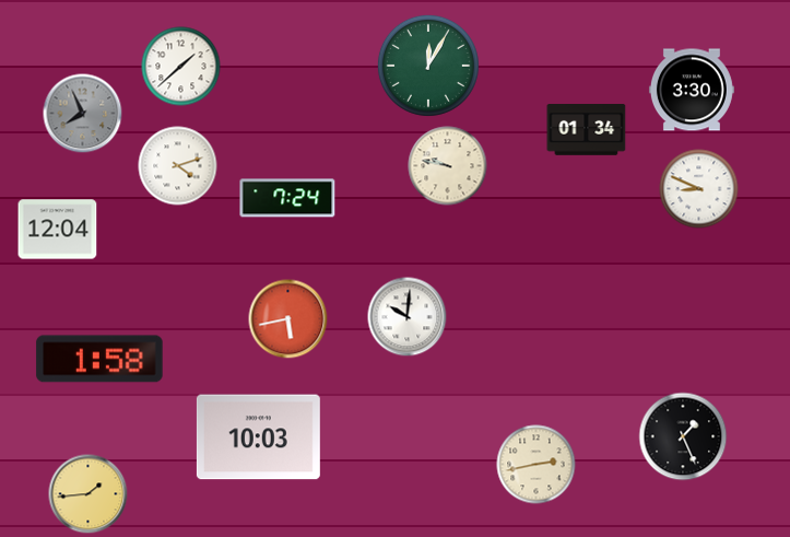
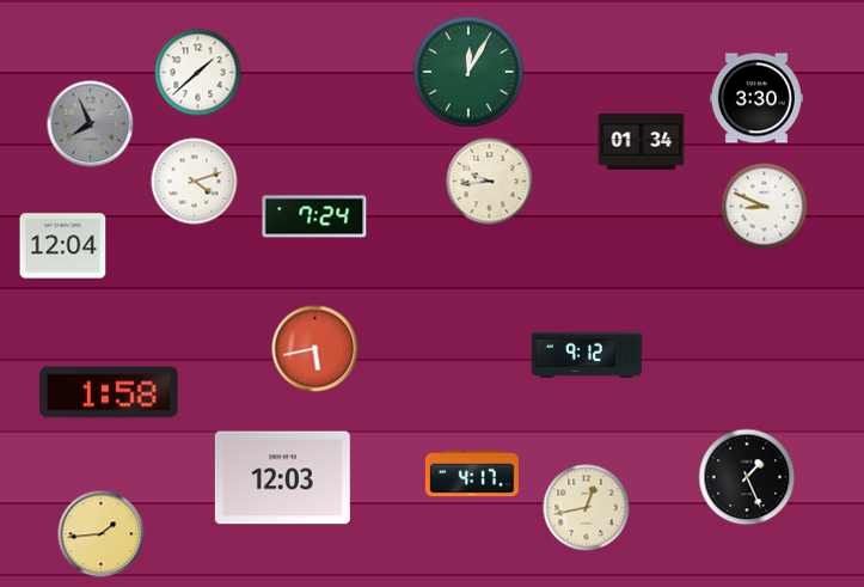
clock at (448, 166): 9:47 -> 9:44
clock at (58, 230) position: (58, 230) -> (63, 246)
clock at (408, 317): 10:01 -> none
clock at (587, 354): none -> 9:12
clock at (472, 473): none -> 4:17
clock at (258, 437): 10:03 -> 12:03
clock at (537, 465): 2:43 -> 12:43
clock at (89, 494) position: (89, 494) -> (102, 534)
